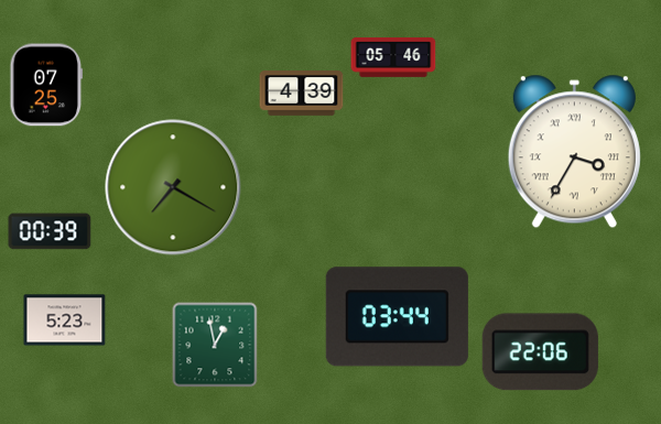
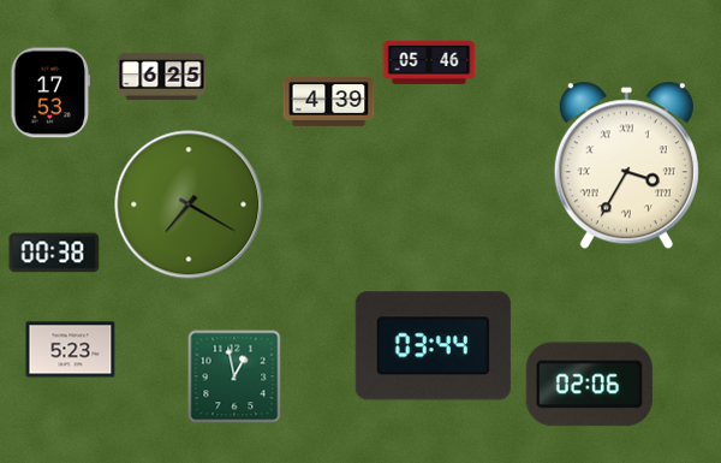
clock at (162, 76): none -> 6:25
clock at (46, 85): 07:25 -> 17:53
clock at (50, 231): 00:39 -> 00:38
clock at (540, 352): 22:06 -> 02:06
